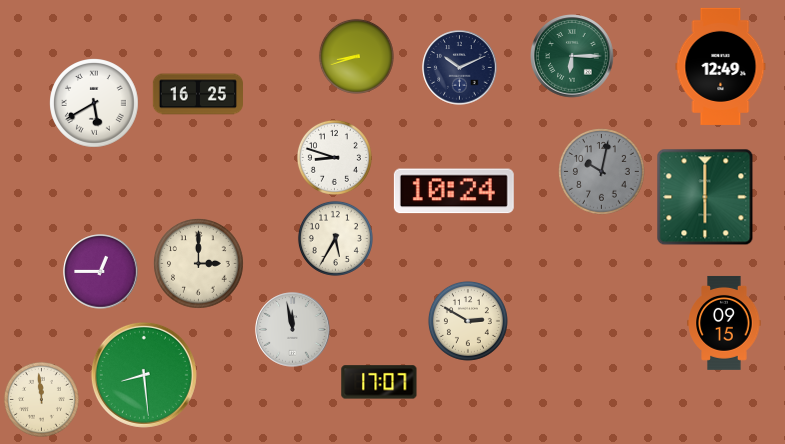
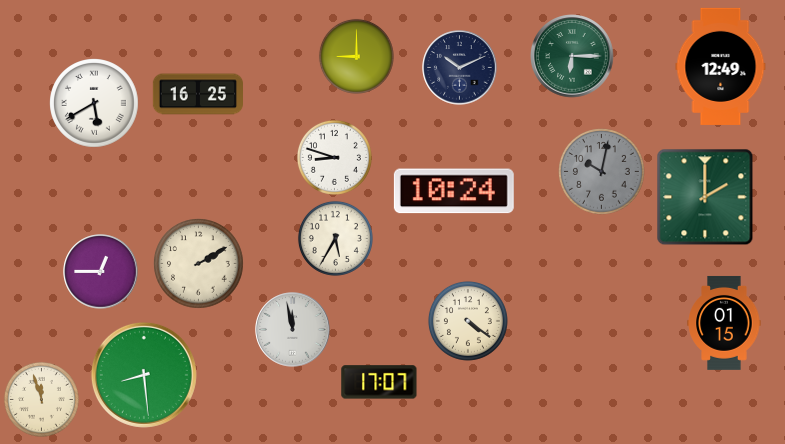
clock at (356, 56): 8:42 -> 9:00
clock at (705, 197): 6:00 -> 2:00
clock at (199, 264): 3:00 -> 2:10
clock at (468, 321): 2:50 -> 4:21
clock at (724, 323): 09:15 -> 01:15
clock at (41, 399): 11:59 -> 11:57
